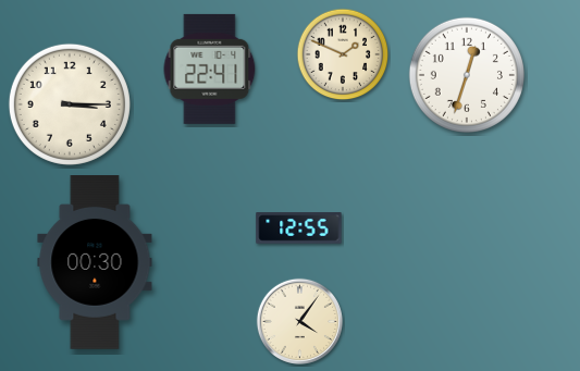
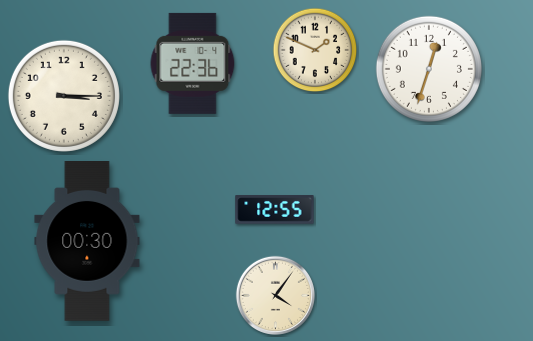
clock at (210, 69): 22:41 -> 22:36
